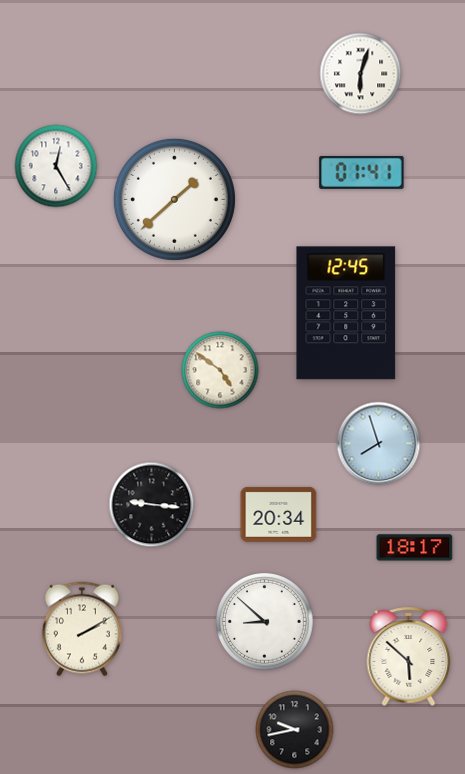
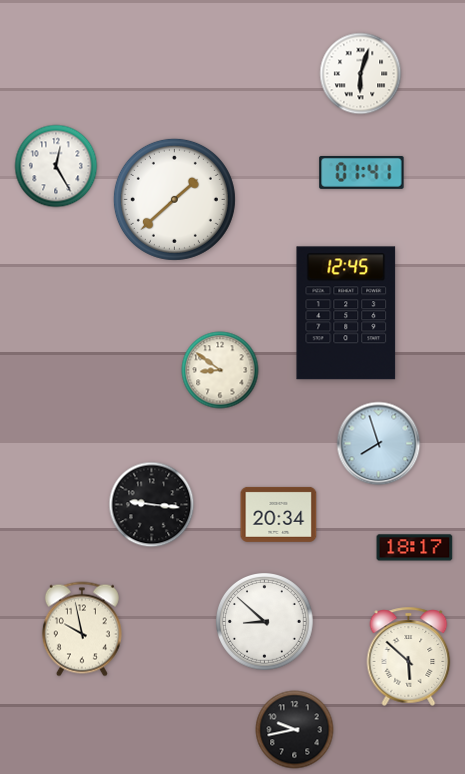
clock at (220, 370): 4:51 -> 8:51
clock at (82, 629): 2:10 -> 9:58
